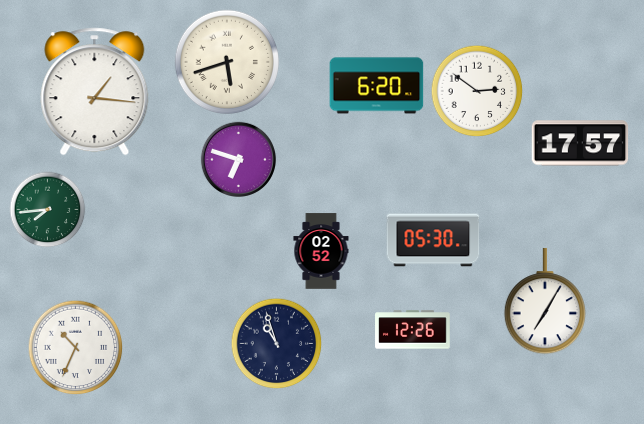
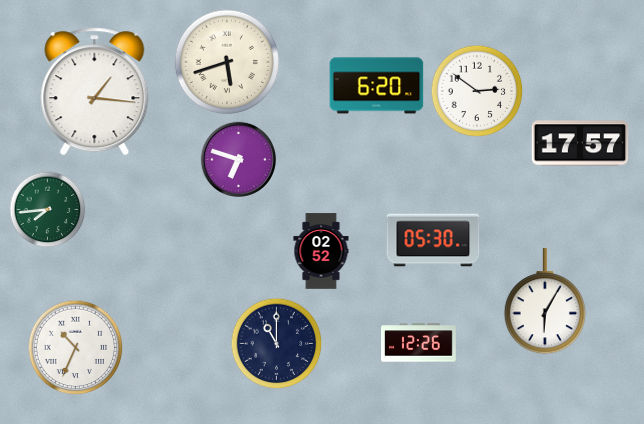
clock at (545, 302): 7:05 -> 6:05
clock at (413, 330) position: (413, 330) -> (419, 343)
clock at (277, 344): 10:57 -> 11:00
